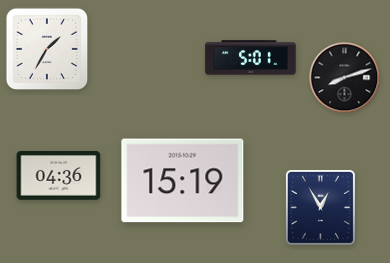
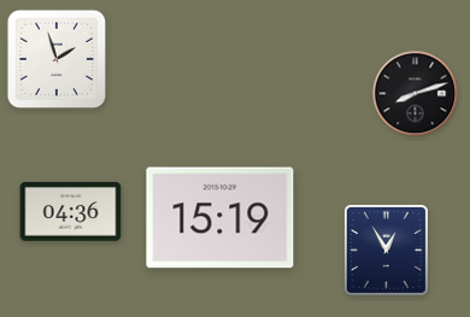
clock at (47, 49): 1:35 -> 1:57
clock at (251, 58): 5:01 -> none
